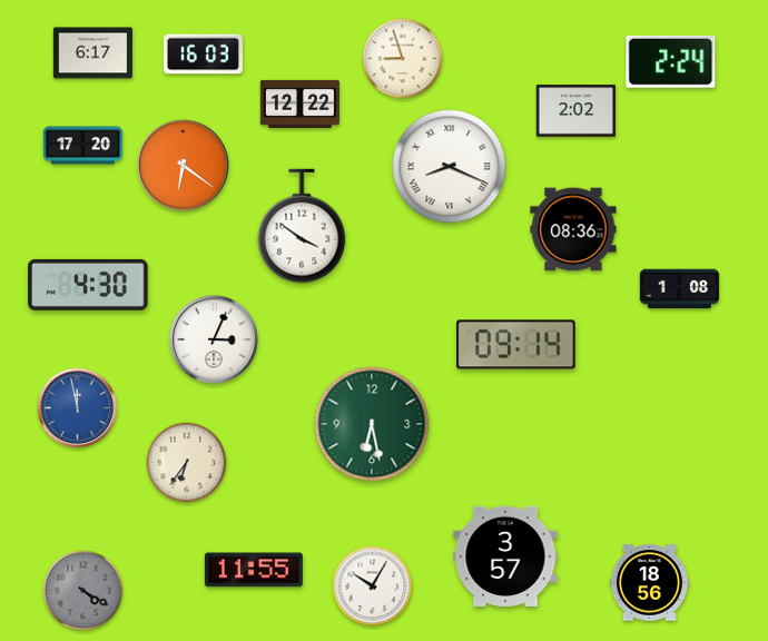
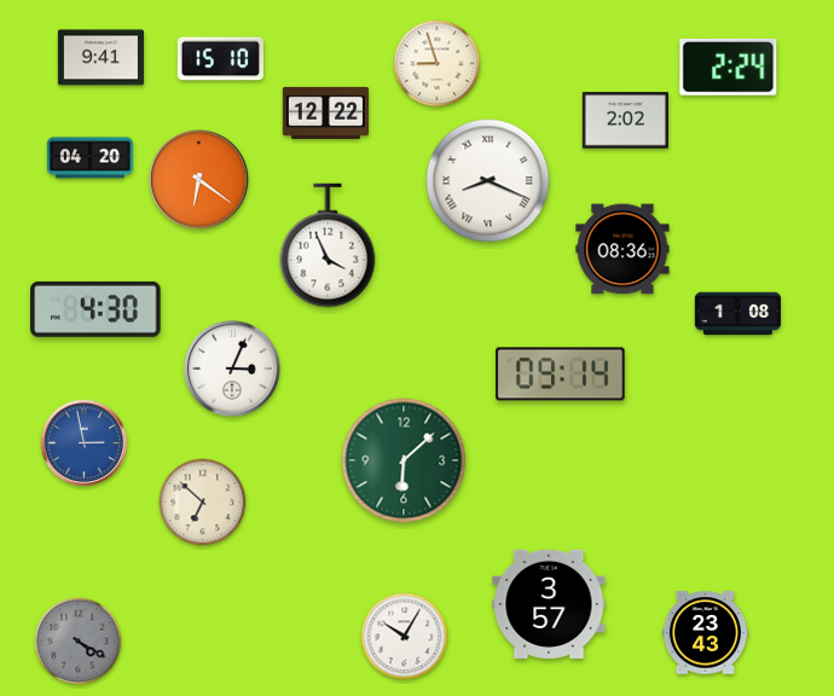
clock at (92, 53): 6:17 -> 9:41
clock at (203, 55): 16:03 -> 15:10
clock at (82, 146): 17:20 -> 04:20
clock at (302, 226): 3:51 -> 3:56
clock at (77, 407): 11:58 -> 2:58
clock at (372, 424): 6:28 -> 6:08
clock at (187, 463): 6:36 -> 6:52
clock at (254, 570): 11:55 -> none
clock at (649, 583): 18:56 -> 23:43
clock at (83, 591) position: (83, 591) -> (79, 642)
